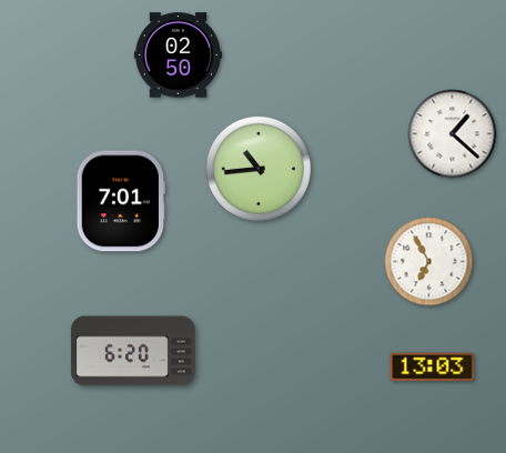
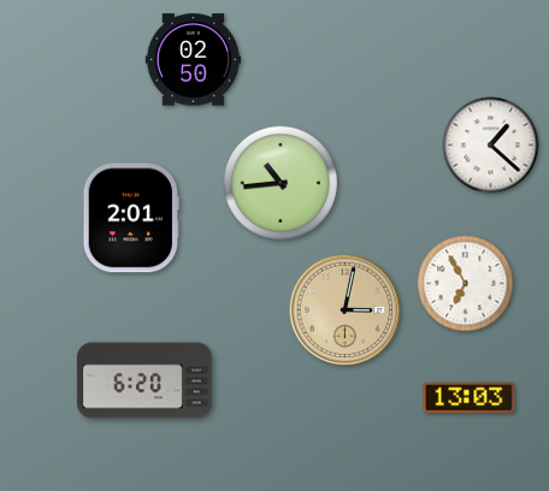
clock at (120, 201): 7:01 -> 2:01
clock at (346, 310): none -> 3:02
